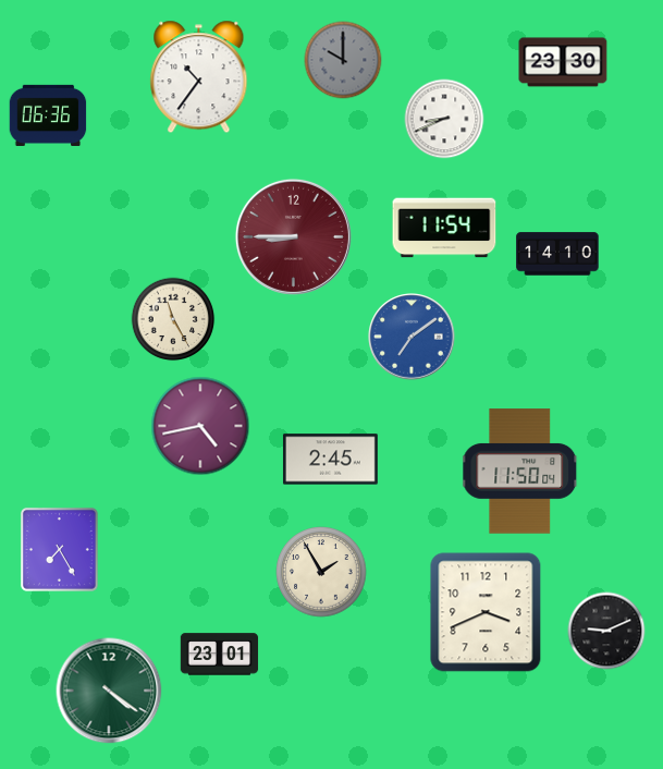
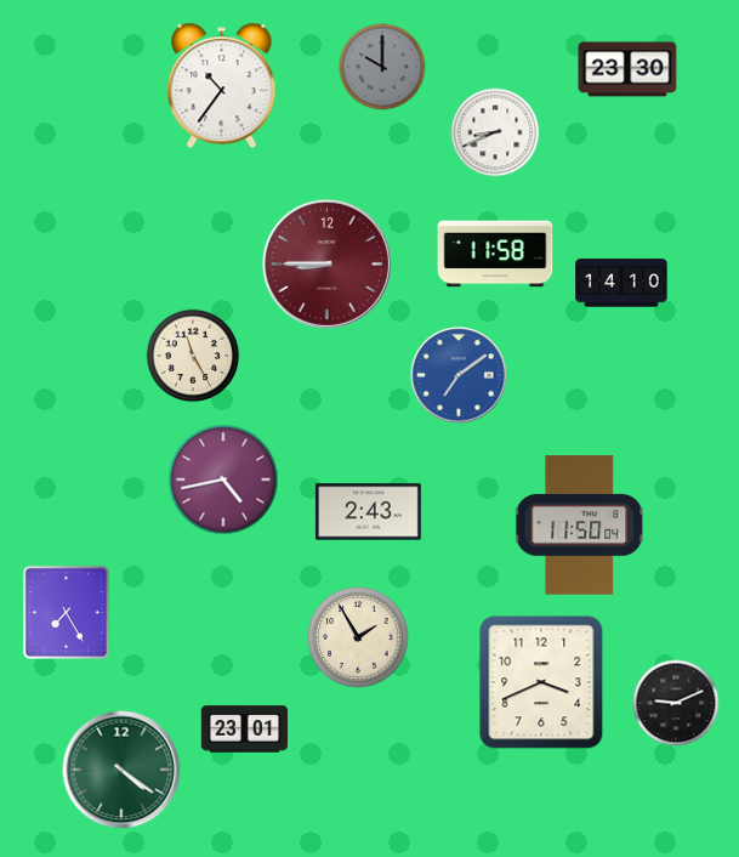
clock at (48, 114): 06:36 -> none
clock at (444, 228): 11:54 -> 11:58
clock at (200, 426) position: (200, 426) -> (223, 479)
clock at (330, 460): 2:45 -> 2:43
